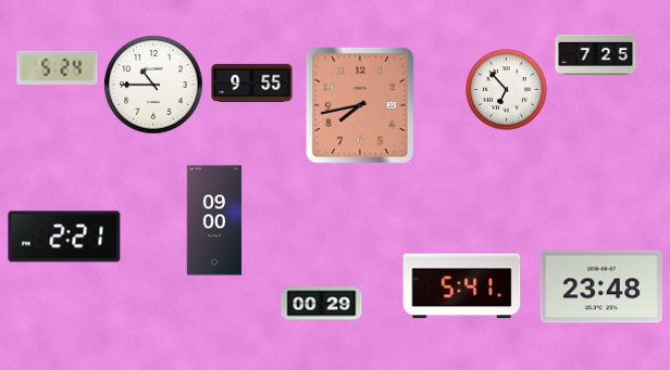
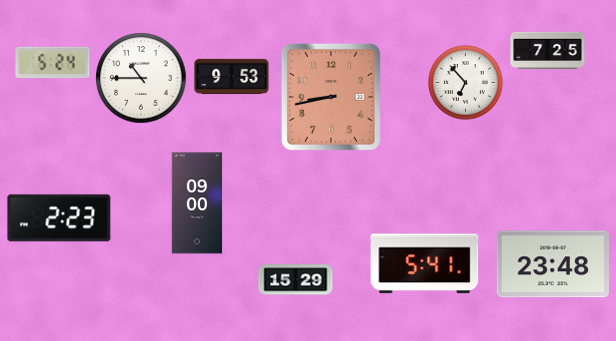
clock at (252, 82): 9:55 -> 9:53
clock at (360, 105): 7:43 -> 8:43
clock at (64, 237): 2:21 -> 2:23
clock at (322, 304): 00:29 -> 15:29
